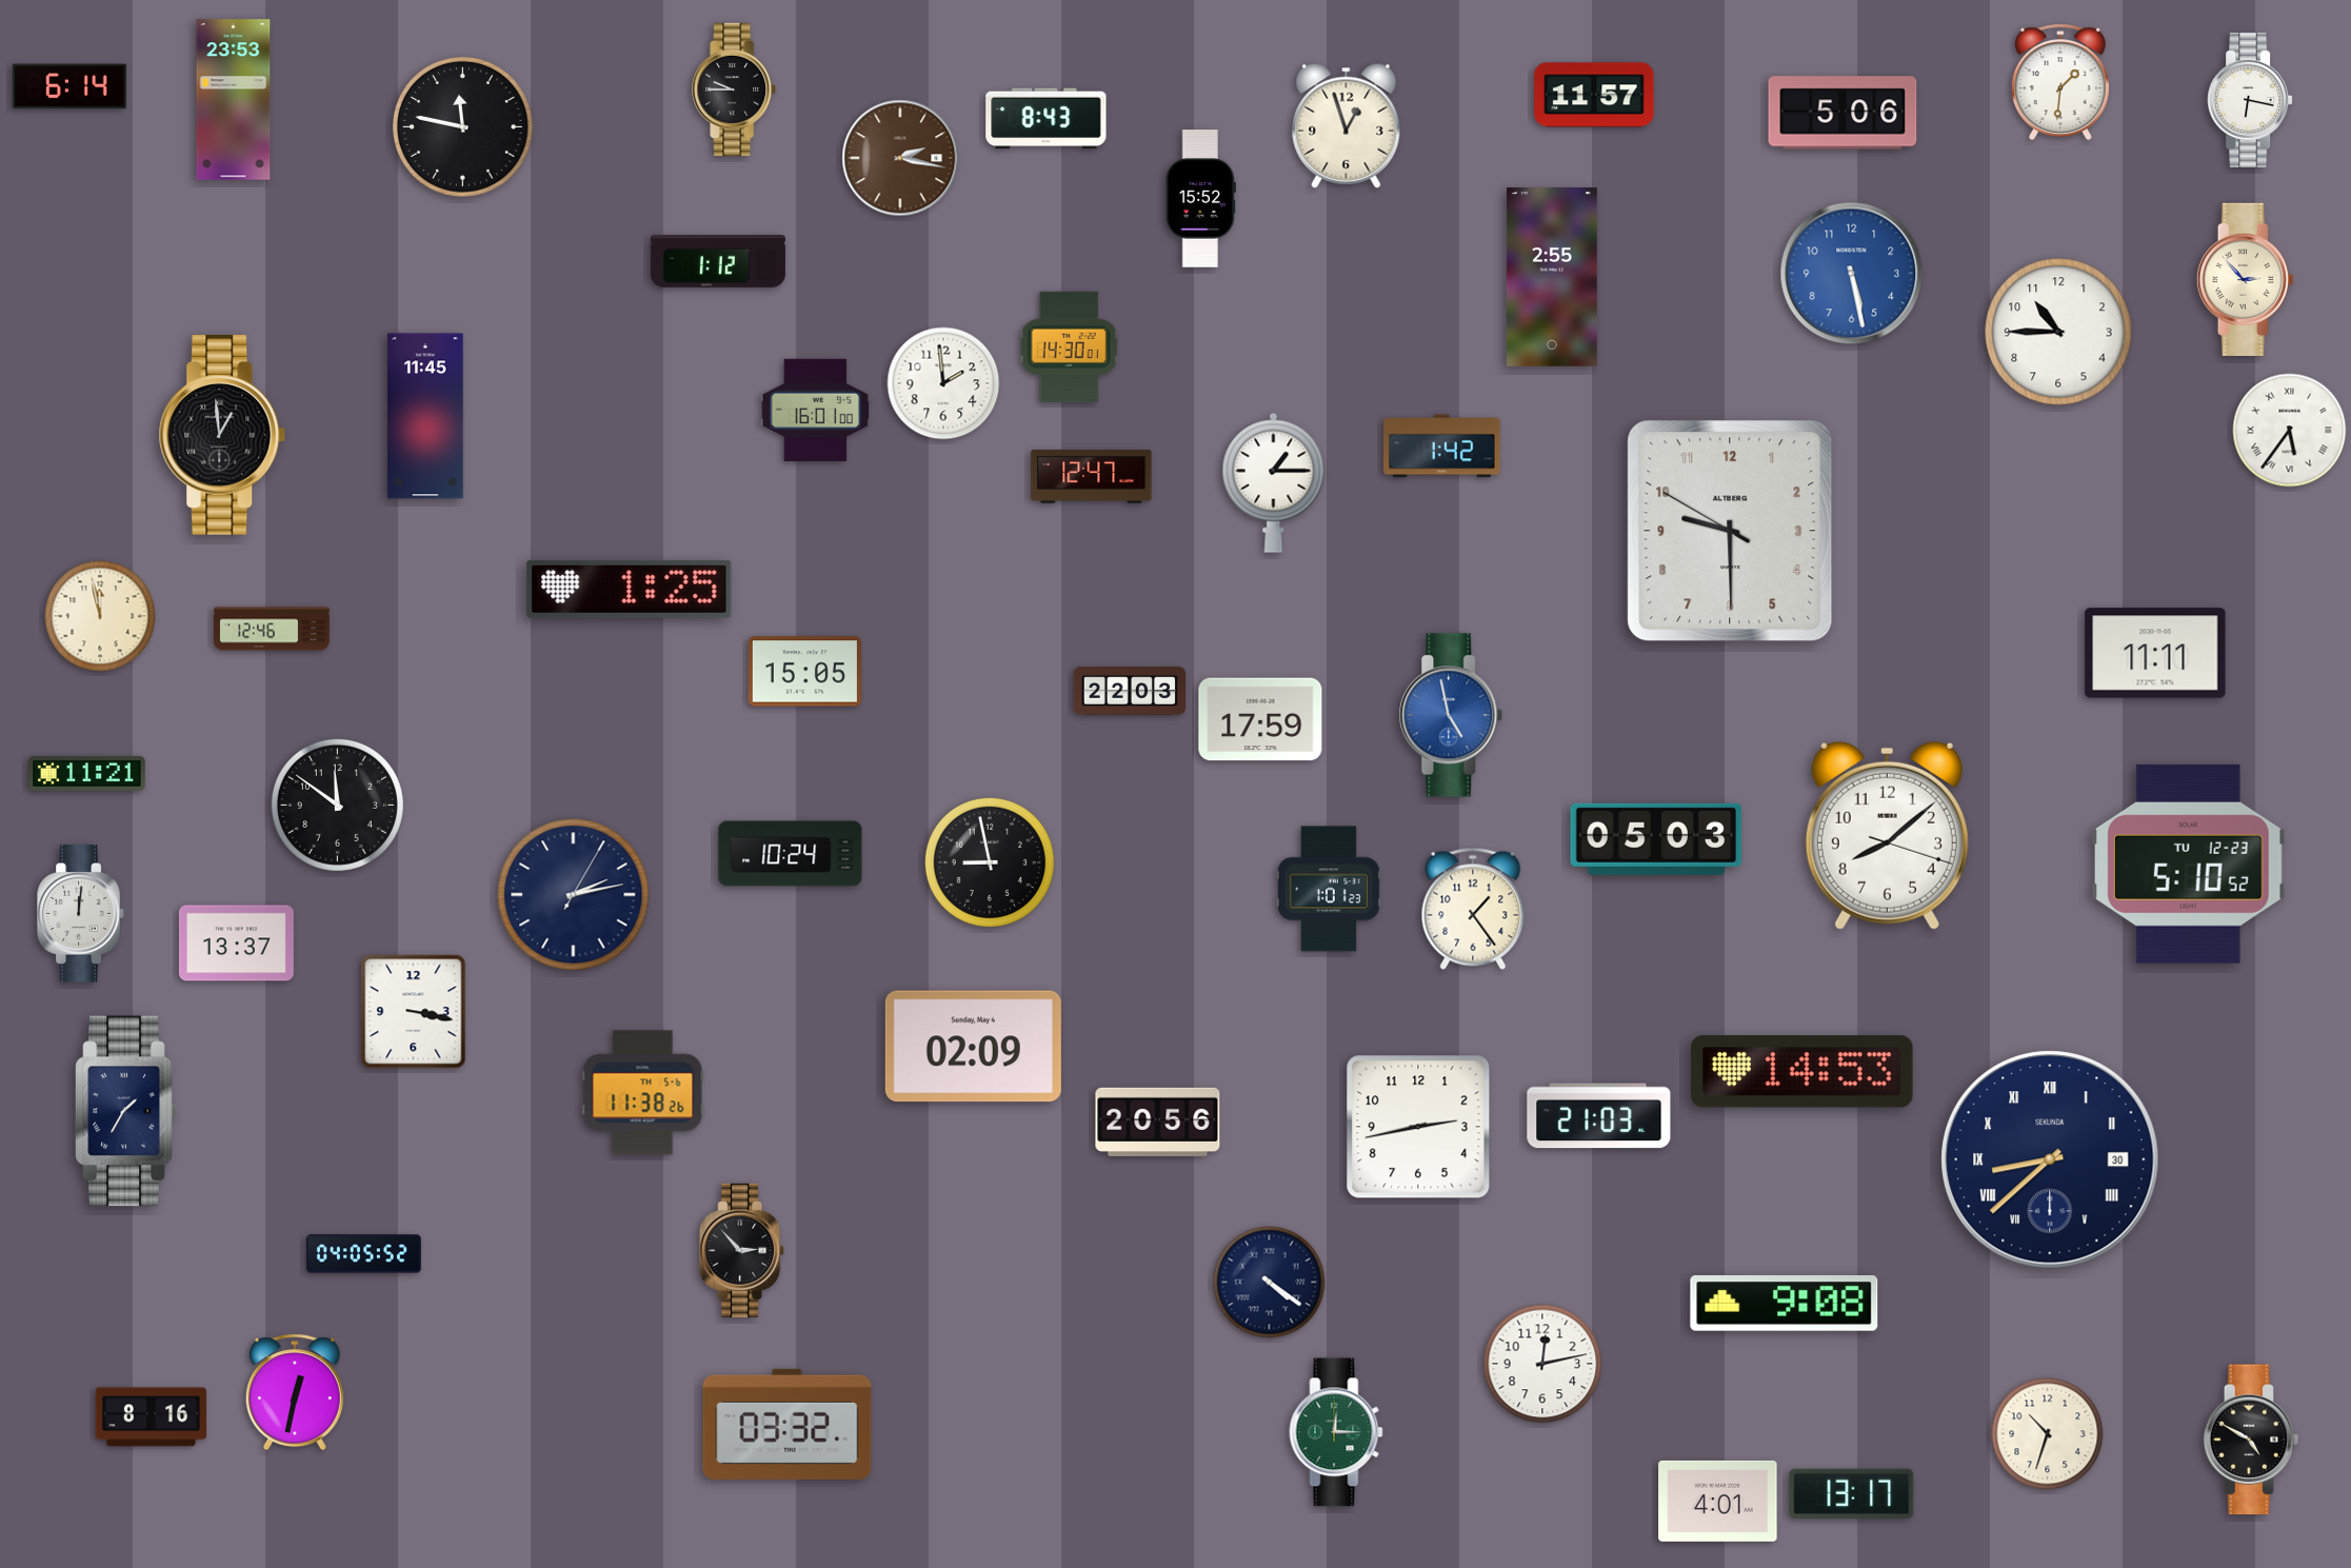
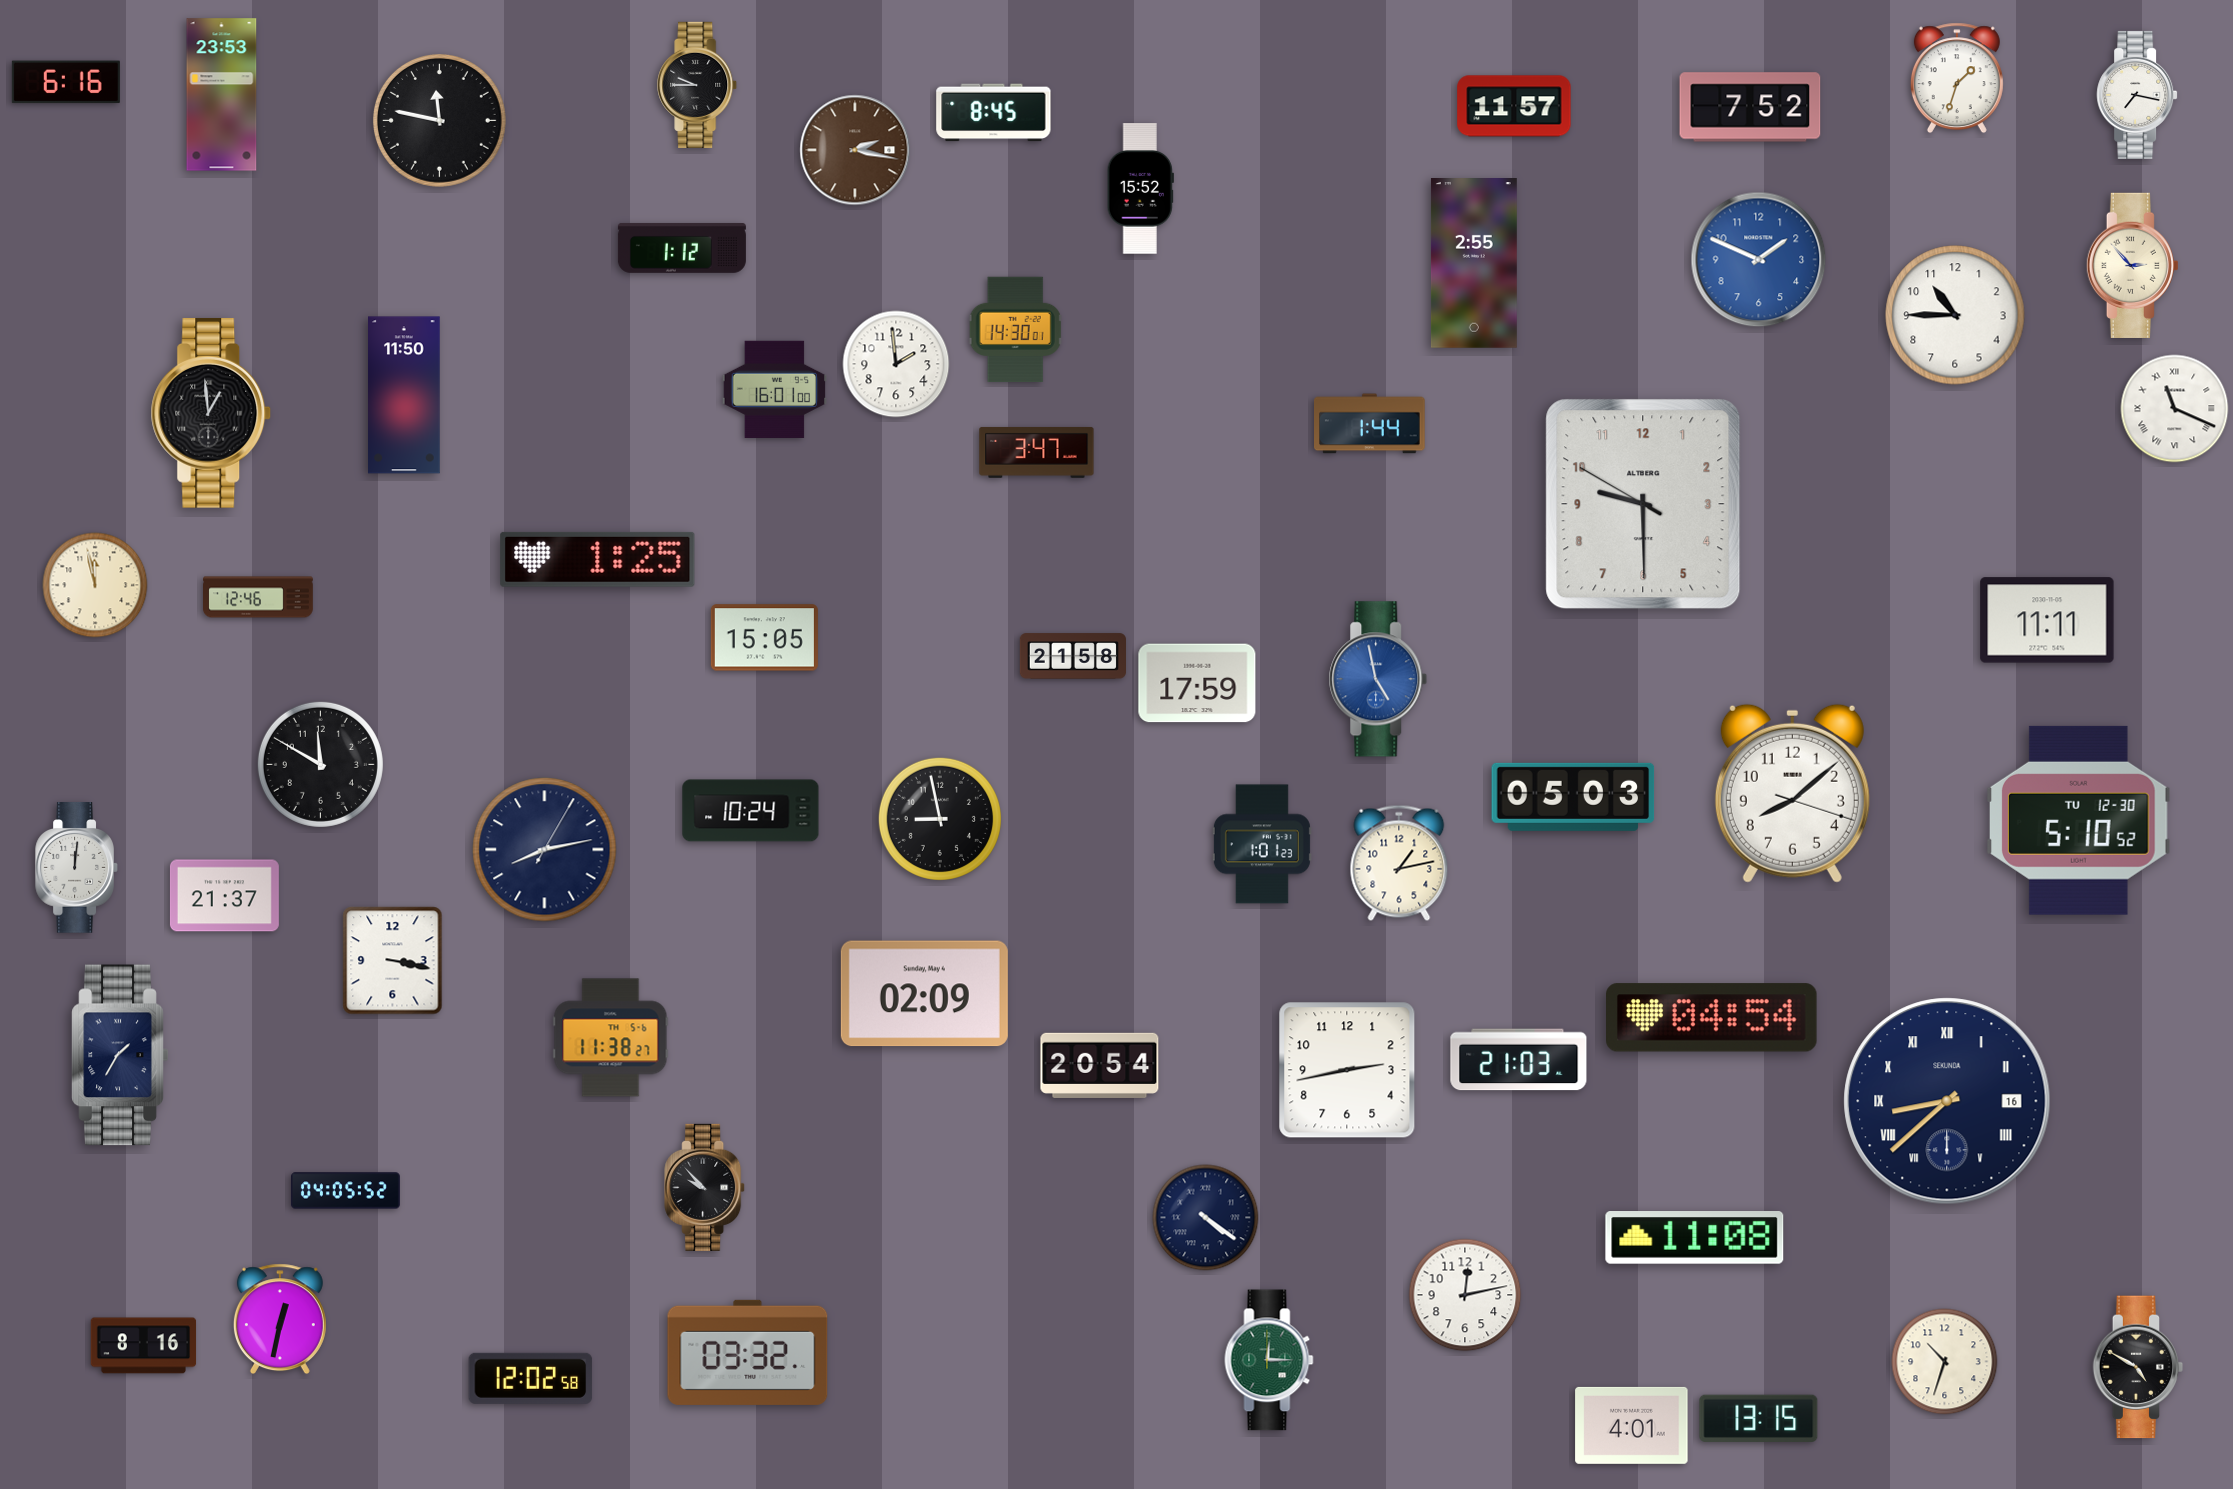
clock at (2060, 82): 1:31 -> 1:33
clock at (69, 86): 6:14 -> 6:16
clock at (1594, 95) position: (1594, 95) -> (1514, 106)
clock at (2250, 100): 6:17 -> 7:17
clock at (1842, 113): 5:06 -> 7:52
clock at (1047, 119): 8:43 -> 8:45
clock at (1347, 125): 12:57 -> none
clock at (1852, 274): 5:28 -> 1:49
clock at (425, 416): 11:45 -> 11:50
clock at (2290, 431): 5:36 -> 11:19
clock at (1442, 446): 1:42 -> 1:44
clock at (1092, 476): 12:47 -> 3:47
clock at (1274, 482): 1:15 -> none
clock at (1129, 691): 22:03 -> 21:58
clock at (87, 773): 11:21 -> none
clock at (337, 805): 11:51 -> 11:50
clock at (2188, 864) date: TU 12-23 -> TU 12-30
clock at (574, 895): 2:13 -> 8:13
clock at (1473, 909): 1:24 -> 1:13
clock at (236, 944): 13:37 -> 21:37
clock at (1802, 1072): 14:53 -> 04:54
clock at (643, 1093): 11:38:26 -> 11:38:27
clock at (1158, 1122): 20:56 -> 20:54
clock at (2050, 1159) date: 30 -> 16
clock at (742, 1250): 2:53 -> 9:53
clock at (1785, 1304): 9:08 -> 11:08
clock at (295, 1392) position: (295, 1392) -> (280, 1319)
clock at (531, 1378): none -> 12:02
clock at (1852, 1493): 13:17 -> 13:15
